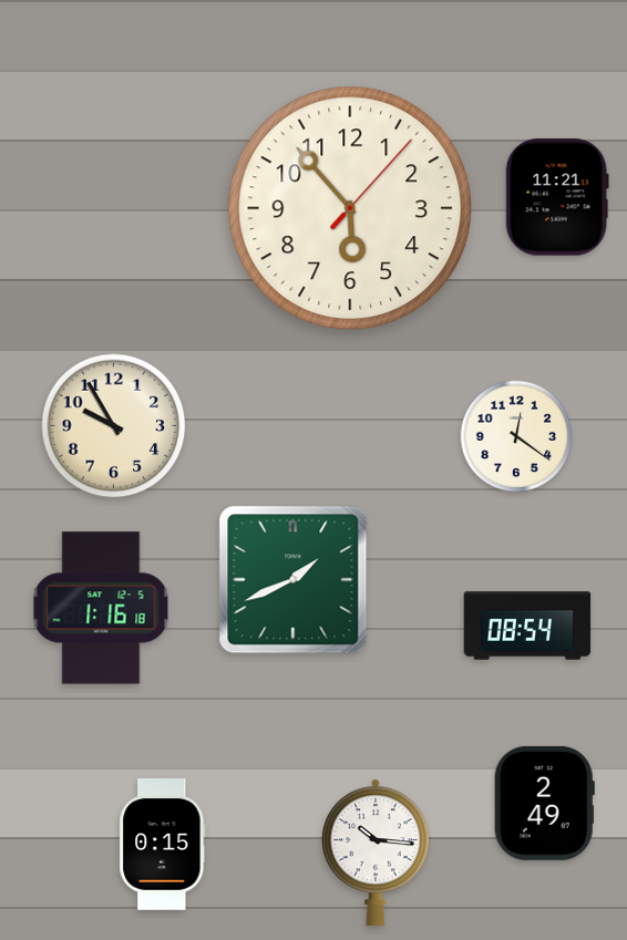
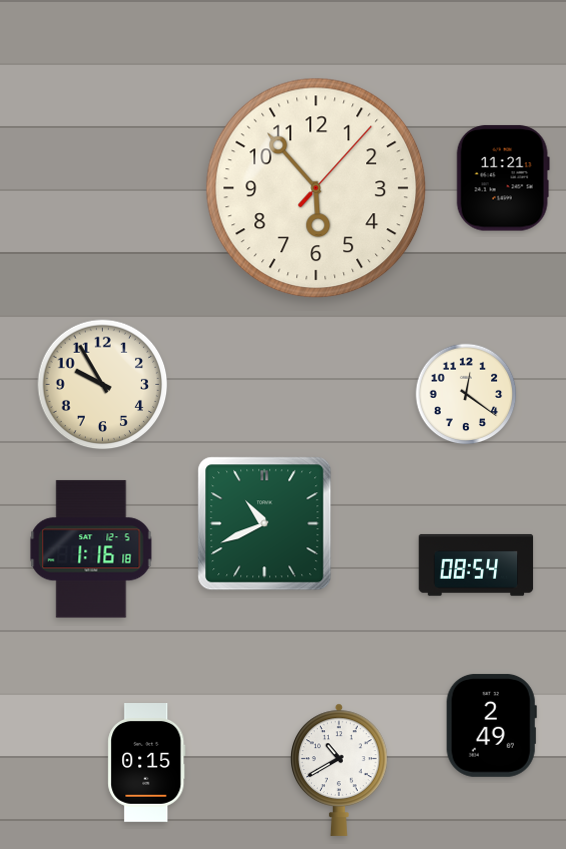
clock at (294, 580): 1:41 -> 10:41
clock at (377, 853): 10:16 -> 10:40
